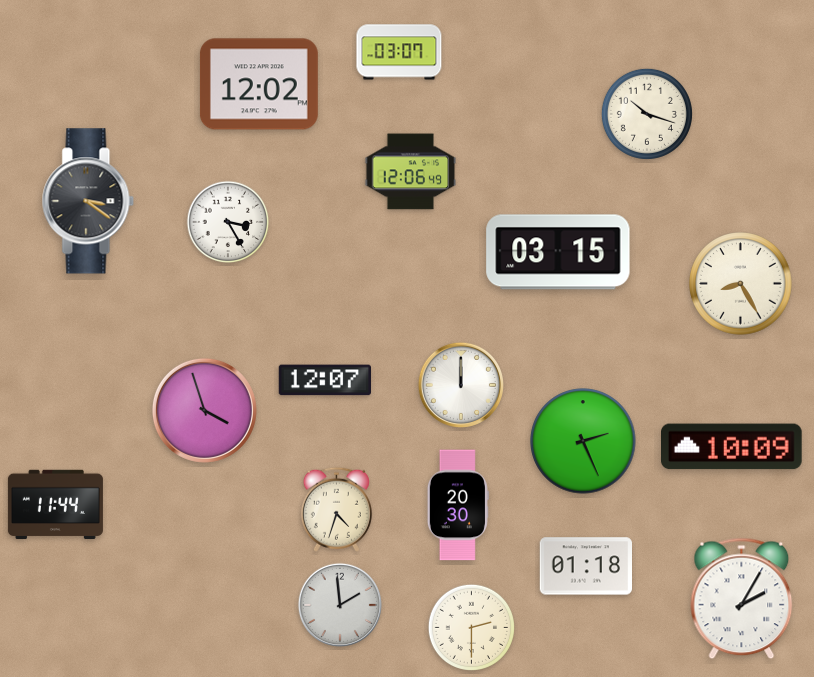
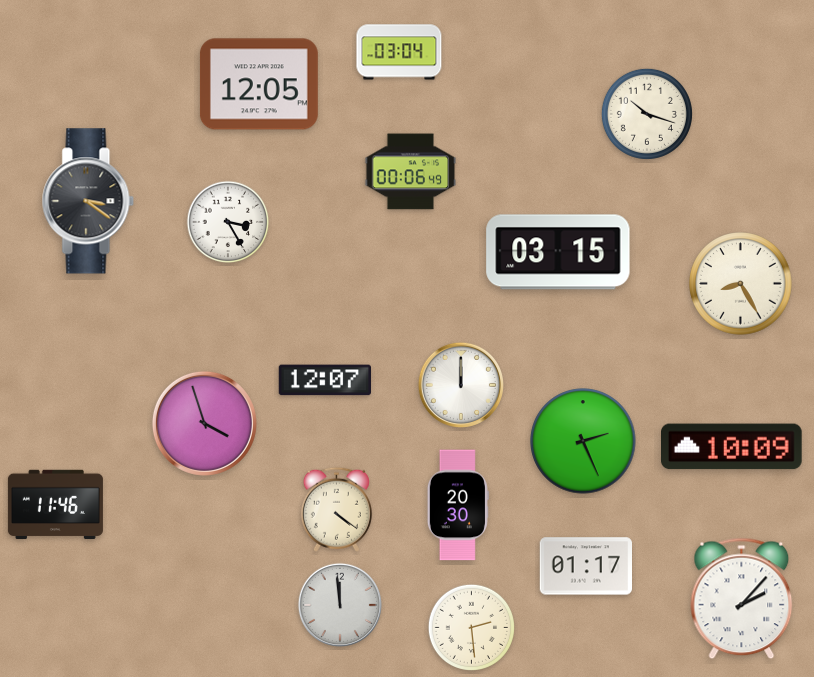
clock at (399, 52): 03:07 -> 03:04
clock at (259, 84): 12:02 -> 12:05
clock at (411, 172): 12:06 -> 00:06
clock at (204, 410) position: (204, 410) -> (204, 423)
clock at (55, 505): 11:44 -> 11:46
clock at (336, 509): 4:33 -> 4:21
clock at (585, 566): 01:18 -> 01:17
clock at (742, 599): 2:05 -> 2:07
clock at (339, 604): 1:59 -> 11:59
clock at (471, 627): 2:30 -> 2:29
